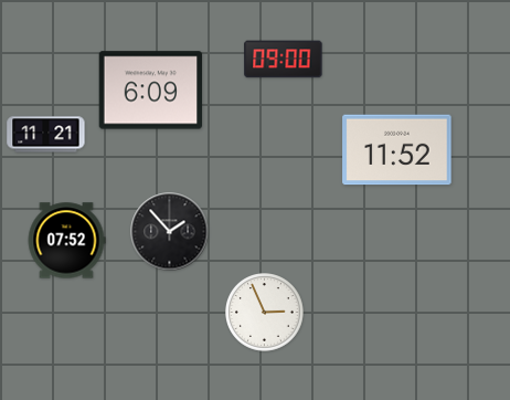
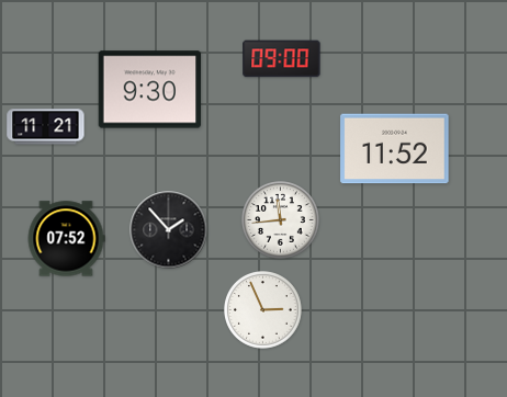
clock at (151, 91): 6:09 -> 9:30
clock at (46, 135) position: (46, 135) -> (46, 127)
clock at (281, 220): none -> 11:44
